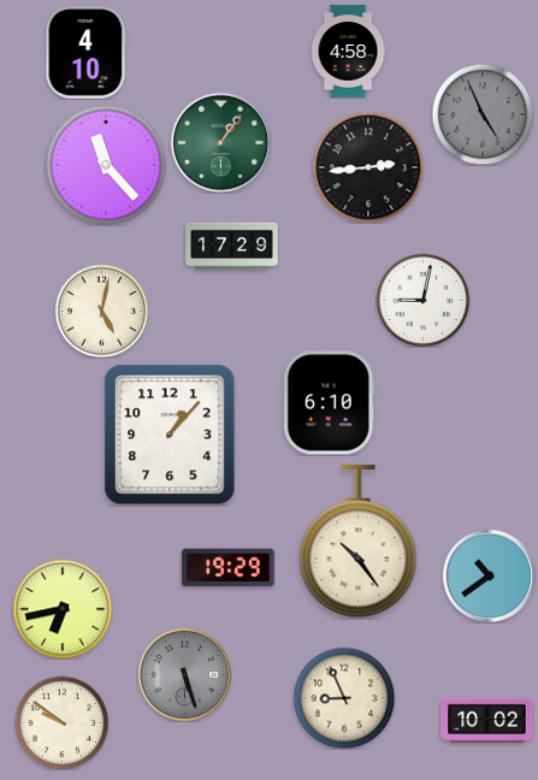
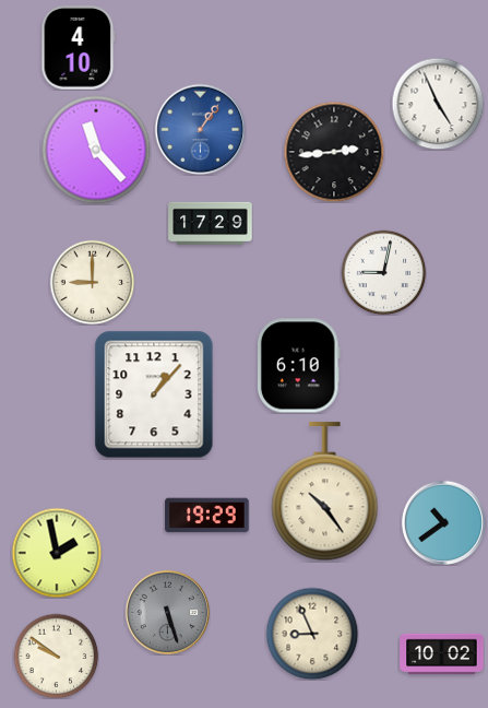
clock at (348, 52): 4:58 -> none
clock at (483, 114) dial: grey -> white
clock at (220, 142) dial: green -> blue
clock at (101, 311): 5:02 -> 9:00
clock at (63, 609): 6:43 -> 1:58
